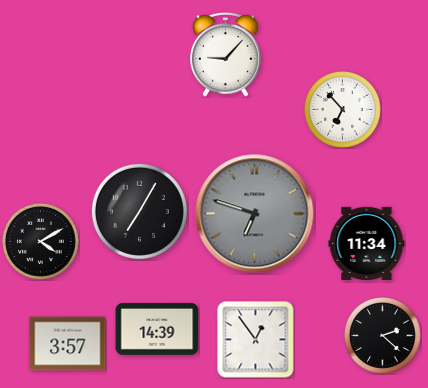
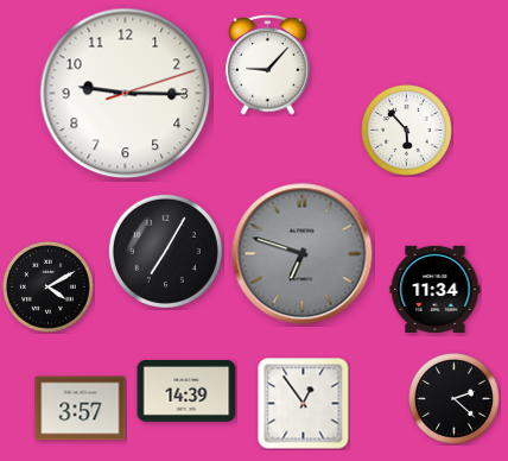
clock at (126, 94): none -> 9:15
clock at (343, 110): 6:53 -> 5:53
